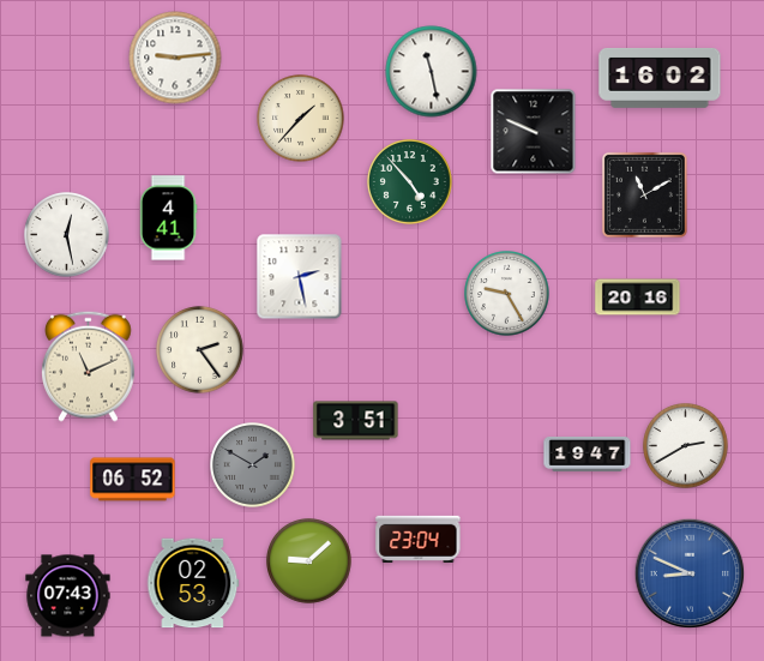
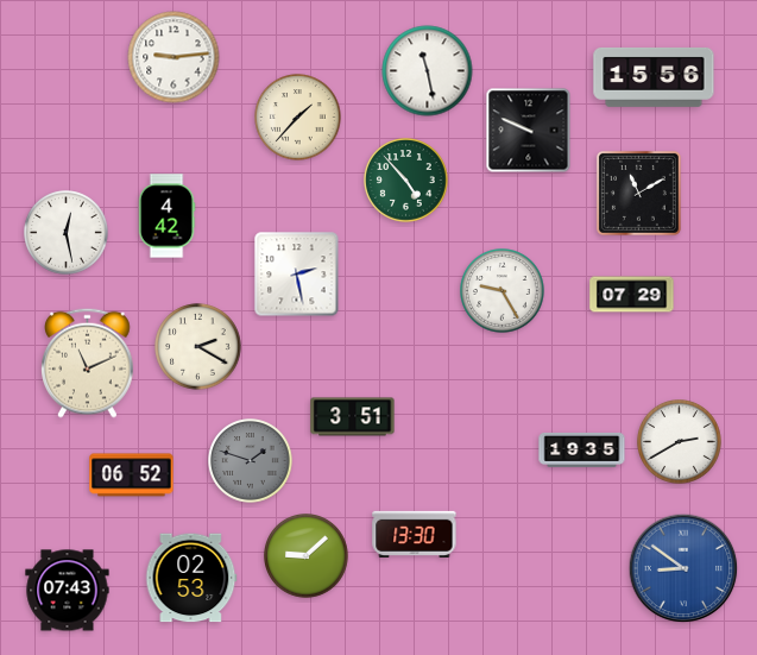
clock at (660, 78): 16:02 -> 15:56
clock at (168, 218): 4:41 -> 4:42
clock at (638, 298): 20:16 -> 07:29
clock at (200, 350): 2:24 -> 2:20
clock at (588, 453): 19:47 -> 19:35
clock at (253, 465): 1:50 -> 1:48
clock at (419, 539): 23:04 -> 13:30
clock at (690, 573): 8:49 -> 8:51
